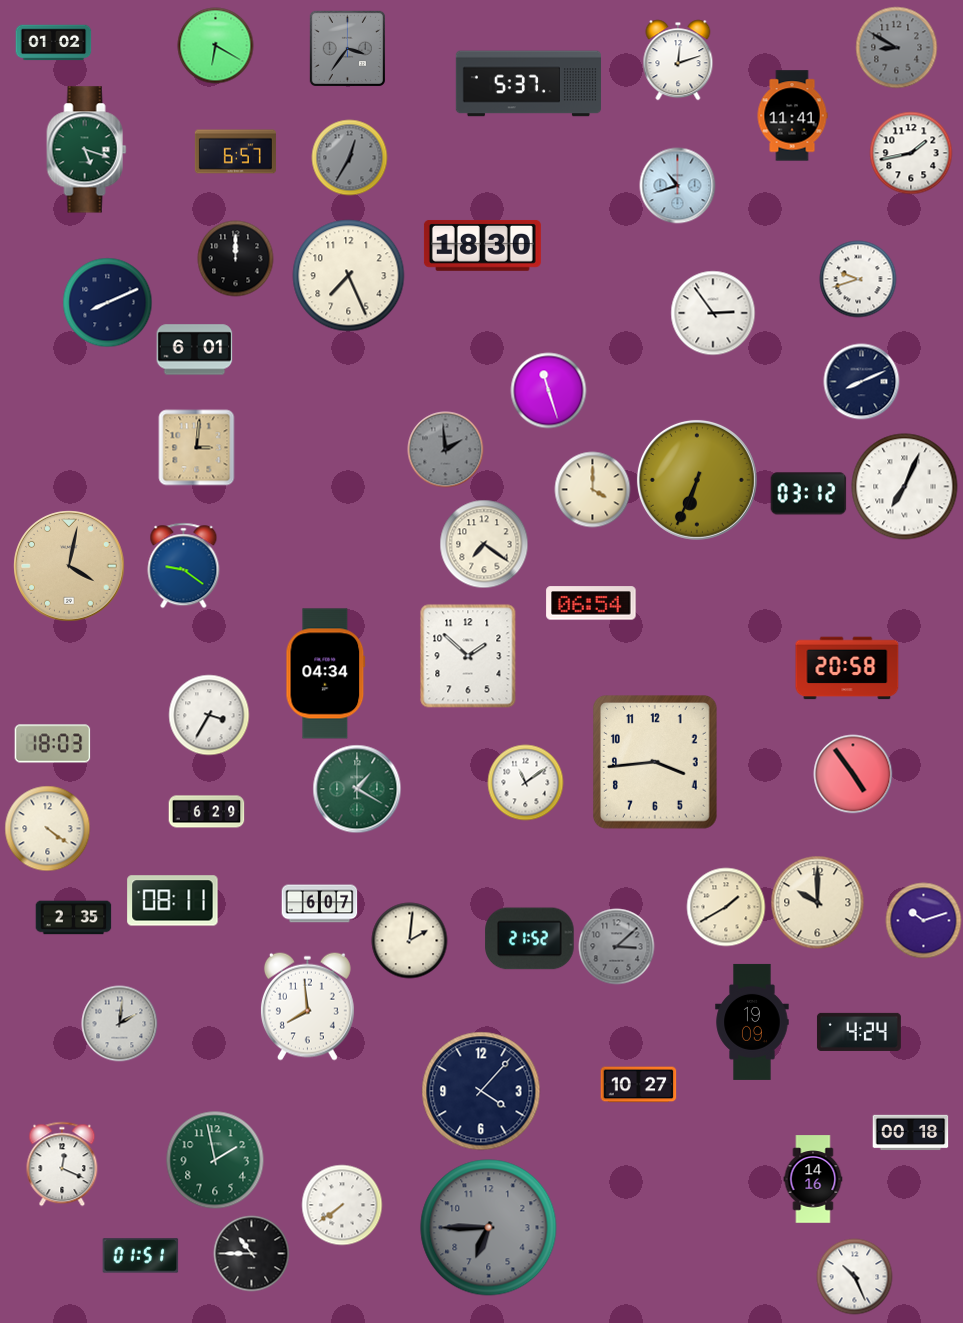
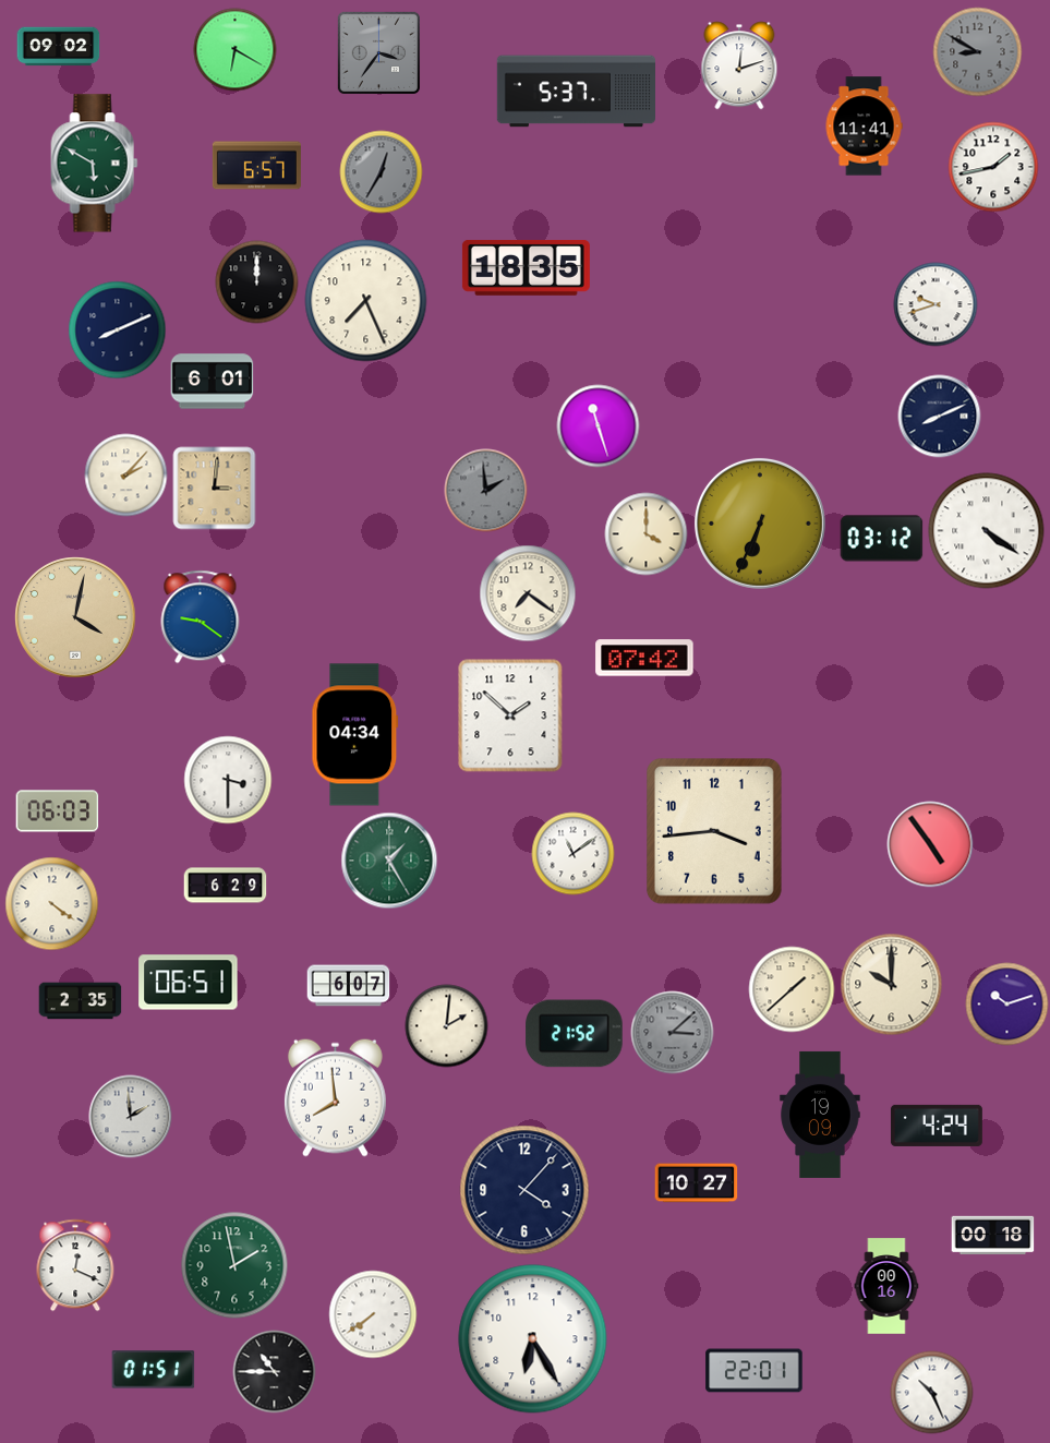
clock at (54, 43): 01:02 -> 09:02
clock at (87, 150): 5:18 -> 5:50
clock at (678, 186): 10:42 -> none
clock at (482, 245): 18:30 -> 18:35
clock at (349, 276) position: (349, 276) -> (366, 301)
clock at (713, 313): 2:54 -> none
clock at (126, 476): none -> 2:07
clock at (905, 487): 7:04 -> 4:21
clock at (591, 603): 06:54 -> 07:42
clock at (847, 668): 20:58 -> none
clock at (209, 715): 3:35 -> 3:30
clock at (53, 744): 18:03 -> 06:03
clock at (357, 789): 1:20 -> 1:25
clock at (173, 901): 08:11 -> 06:51
clock at (726, 907): 1:40 -> 1:38
clock at (530, 939) position: (530, 939) -> (575, 1034)
clock at (120, 1024): 2:01 -> 1:59
clock at (62, 1164) position: (62, 1164) -> (75, 1265)
clock at (813, 1179): 14:16 -> 00:16
clock at (489, 1228): 6:45 -> 6:25
clock at (489, 1228) dial: grey -> white
clock at (252, 1254) position: (252, 1254) -> (275, 1372)
clock at (755, 1371): none -> 22:01
